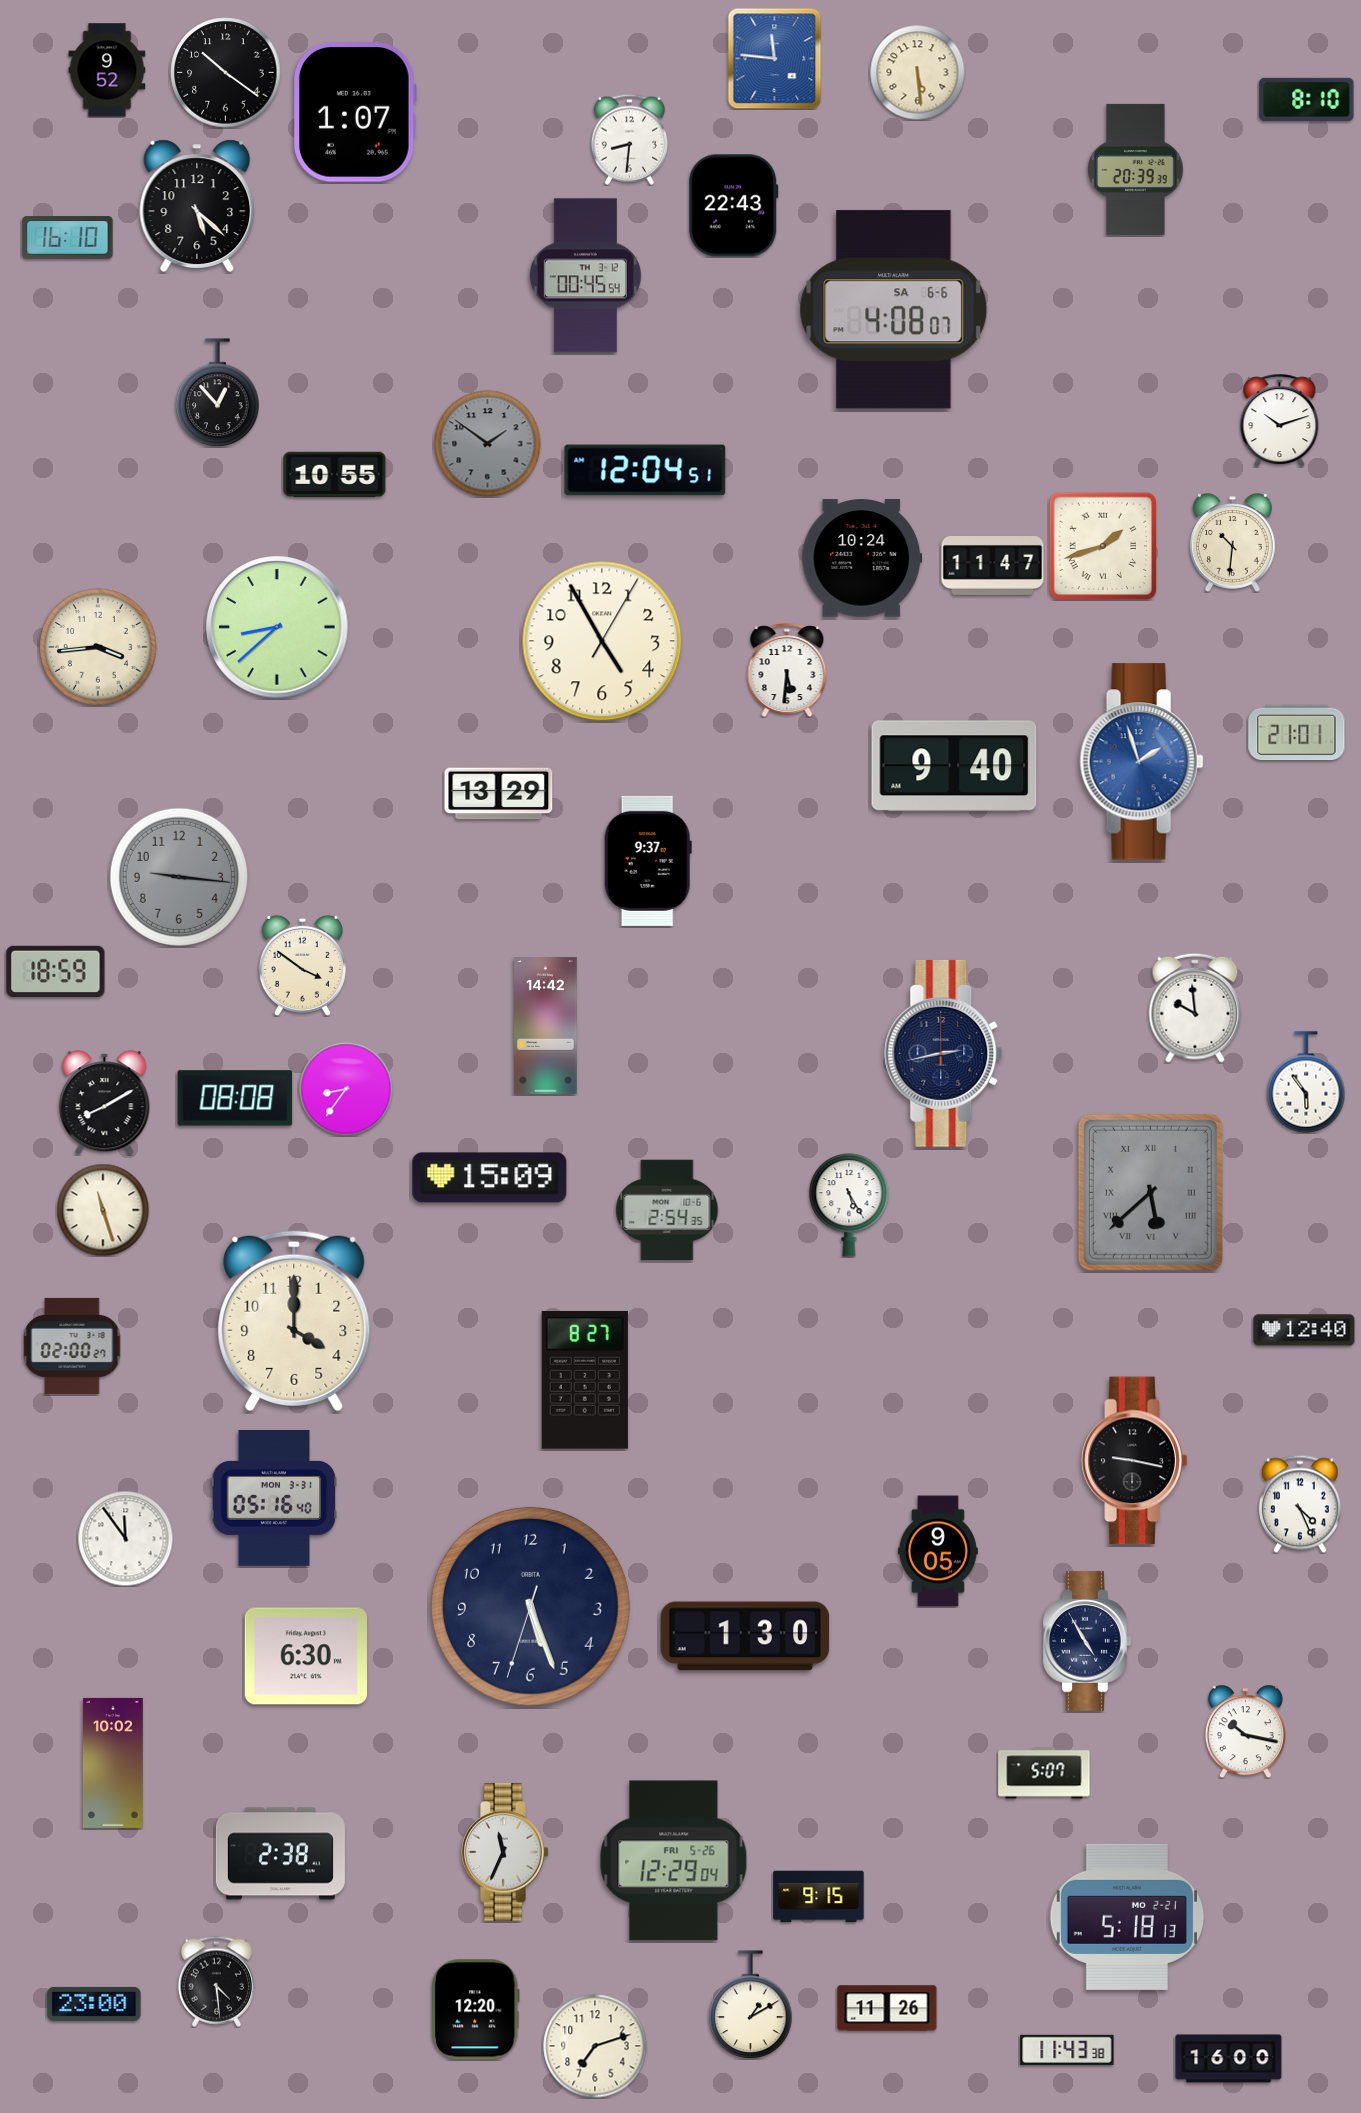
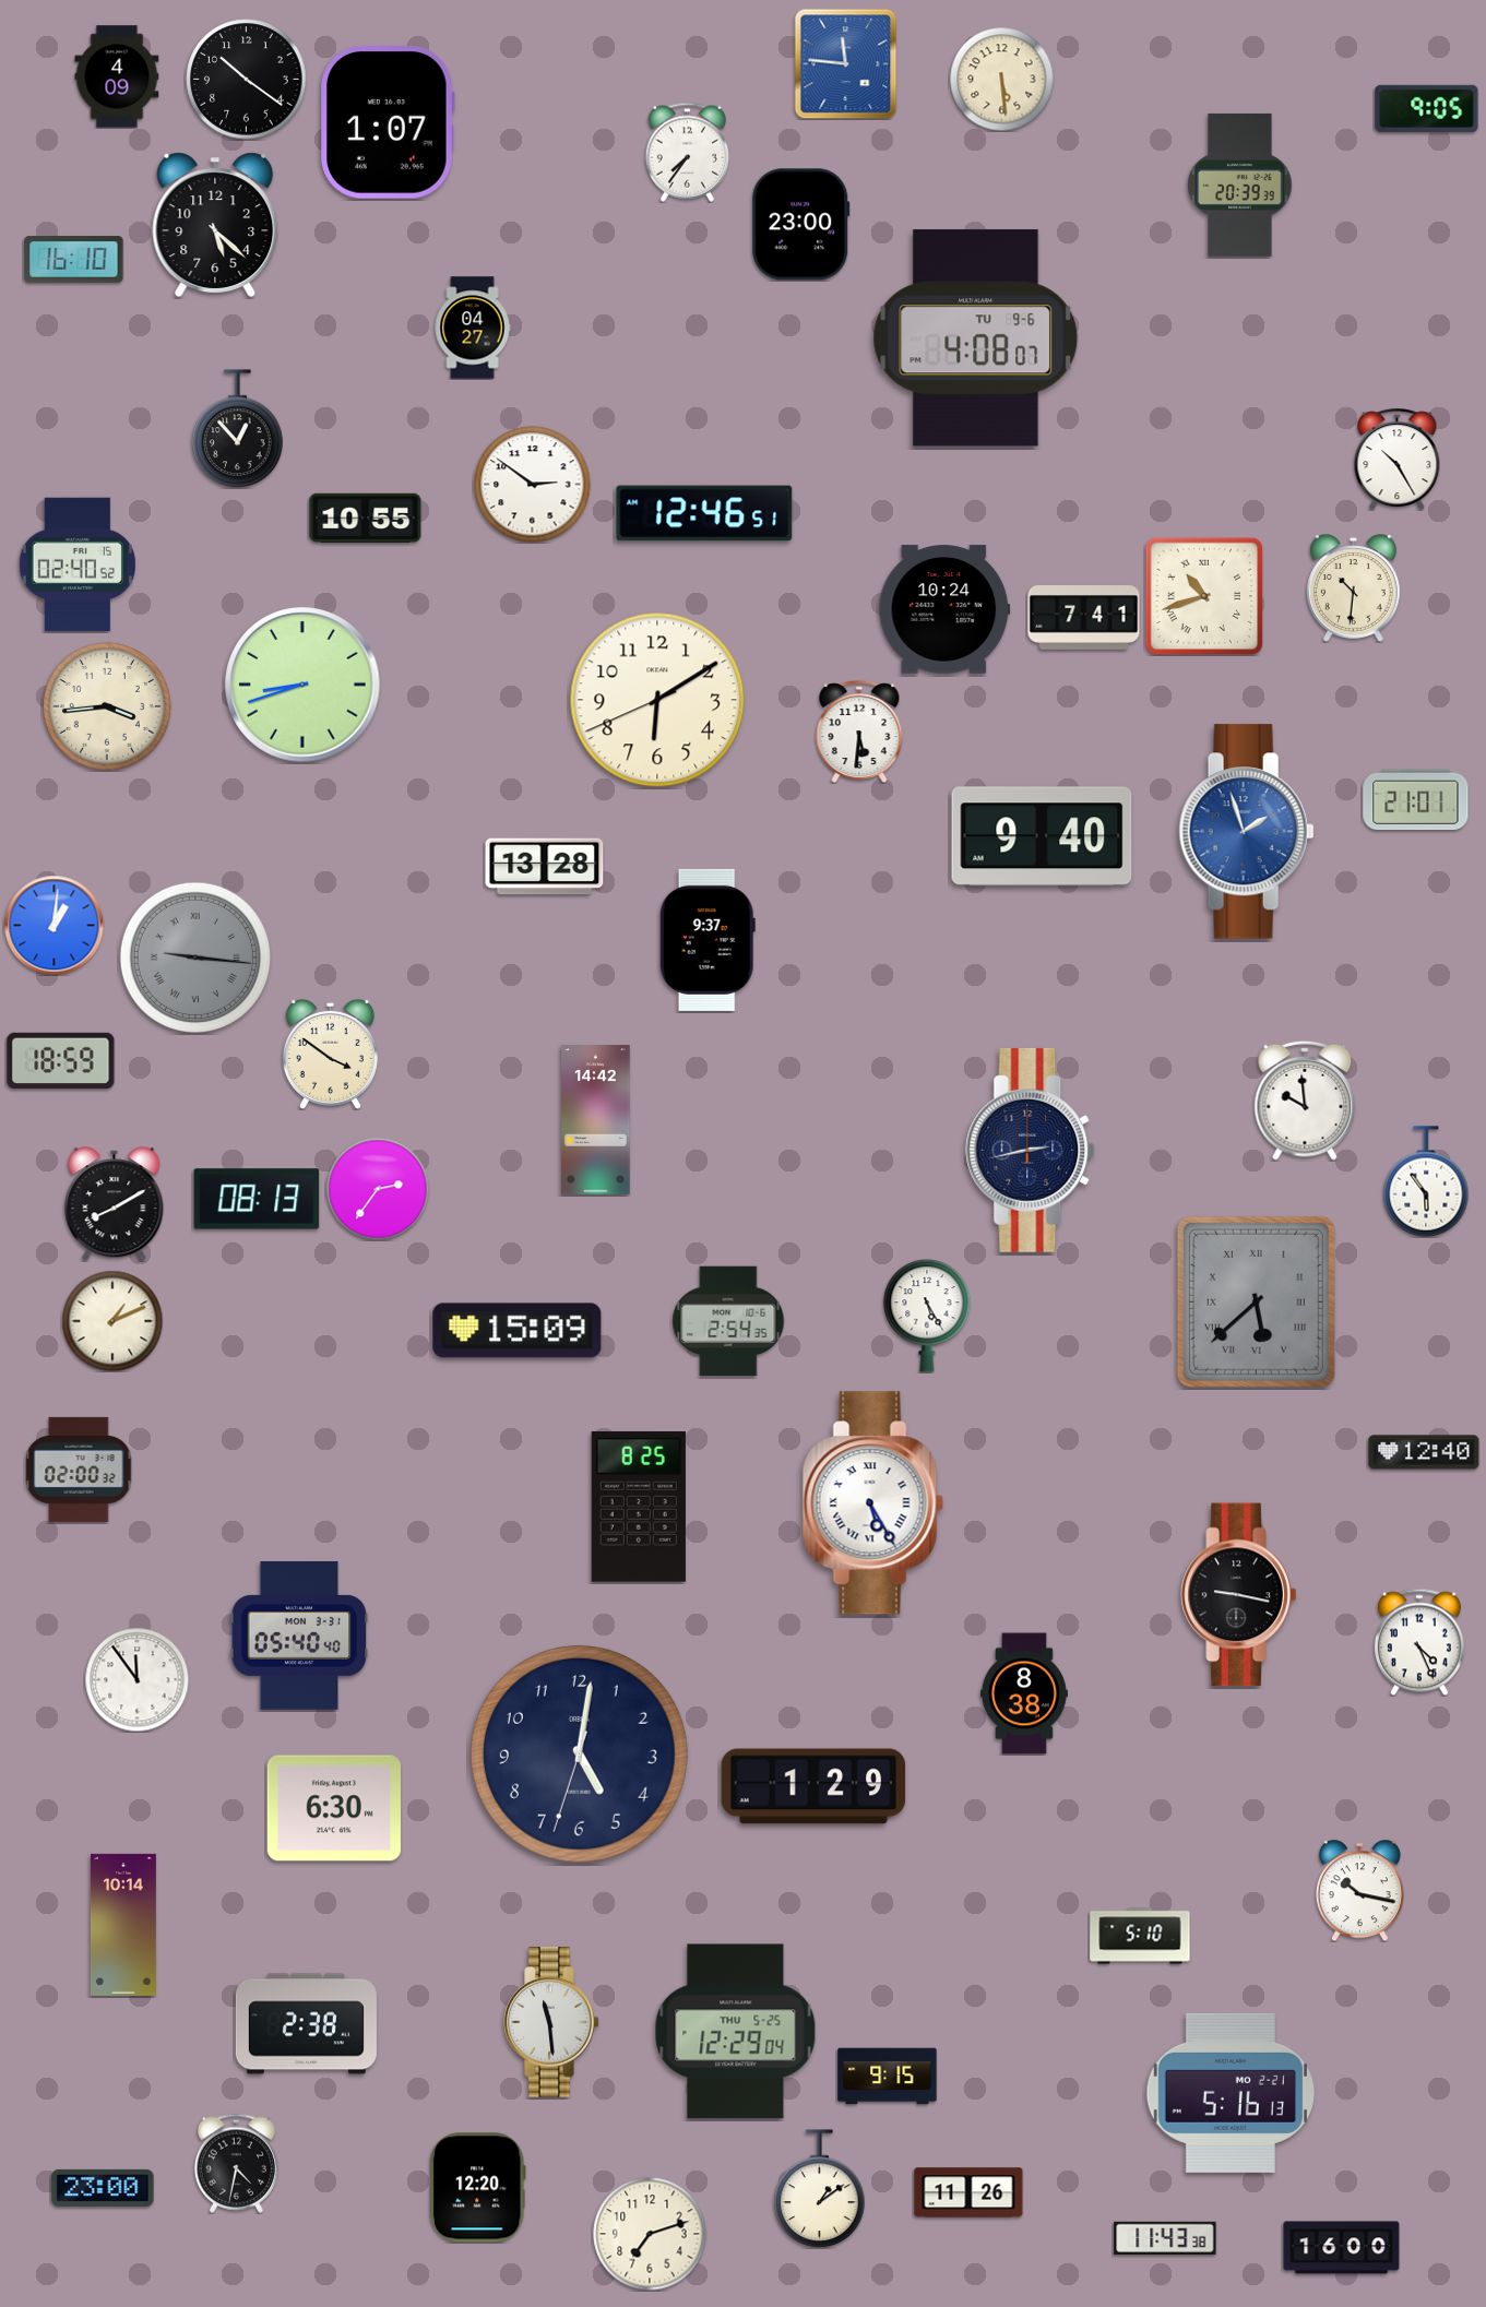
clock at (107, 70): 9:52 -> 4:09
clock at (1307, 99): 8:10 -> 9:05
clock at (629, 139): 8:31 -> 7:36
clock at (734, 206): 22:43 -> 23:00
clock at (585, 276): 00:45 -> none
clock at (473, 328): none -> 04:27
clock at (894, 310) date: SA 6-6 -> TU 9-6
clock at (1280, 420): 10:12 -> 10:25
clock at (488, 444): 1:51 -> 2:51
clock at (488, 444) dial: grey -> white
clock at (645, 470): 12:04 -> 12:46
clock at (78, 563): none -> 02:40
clock at (1233, 543) position: (1233, 543) -> (1354, 588)
clock at (1103, 546): 1:42 -> 10:42
clock at (862, 558) position: (862, 558) -> (944, 609)
clock at (993, 566): 11:47 -> 7:41
clock at (277, 627): 8:38 -> 8:42
clock at (602, 641): 4:55 -> 6:09
clock at (499, 794): 13:29 -> 13:28
clock at (54, 925): none -> 1:01
clock at (179, 877) numerals: Arabic -> Roman
clock at (346, 1089): 8:36 -> 2:36
clock at (235, 1098): 08:08 -> 08:13
clock at (490, 1178) position: (490, 1178) -> (518, 1331)
clock at (103, 1210): 11:27 -> 1:11
clock at (294, 1321): 4:00 -> none
clock at (72, 1346): 02:00:27 -> 02:00:32
clock at (872, 1503): none -> 5:25
clock at (585, 1380): 8:27 -> 8:25
clock at (274, 1499): 05:16 -> 05:40
clock at (938, 1551): 9:05 -> 8:38
clock at (530, 1606): 5:26 -> 5:01
clock at (745, 1636): 1:30 -> 1:29
clock at (1087, 1641): 4:55 -> none
clock at (113, 1763): 10:02 -> 10:14
clock at (1044, 1773): 5:07 -> 5:10
clock at (505, 1852): 11:34 -> 11:29
clock at (674, 1861) date: FRI 5-26 -> THU 5-25
clock at (819, 1897) position: (819, 1897) -> (888, 2077)
clock at (1127, 1917): 5:18 -> 5:16
clock at (216, 1981): 4:29 -> 4:32
clock at (751, 2005): 1:10 -> 1:09
clock at (476, 2010) position: (476, 2010) -> (478, 2188)
